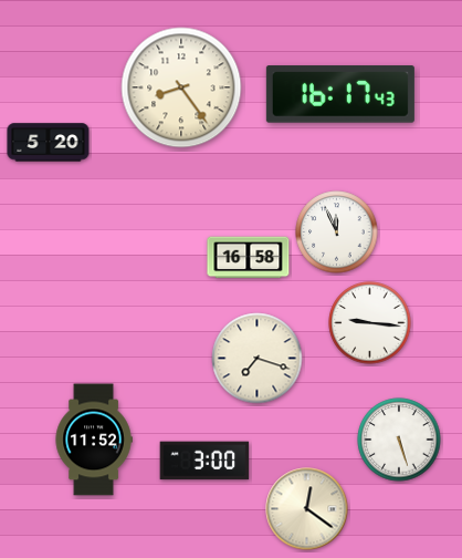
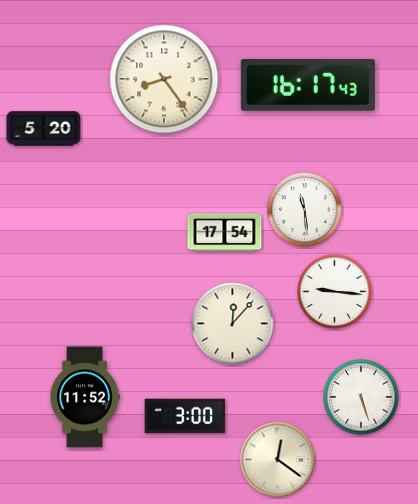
clock at (337, 232): 11:56 -> 11:29
clock at (249, 258): 16:58 -> 17:54
clock at (258, 359): 7:18 -> 12:07
